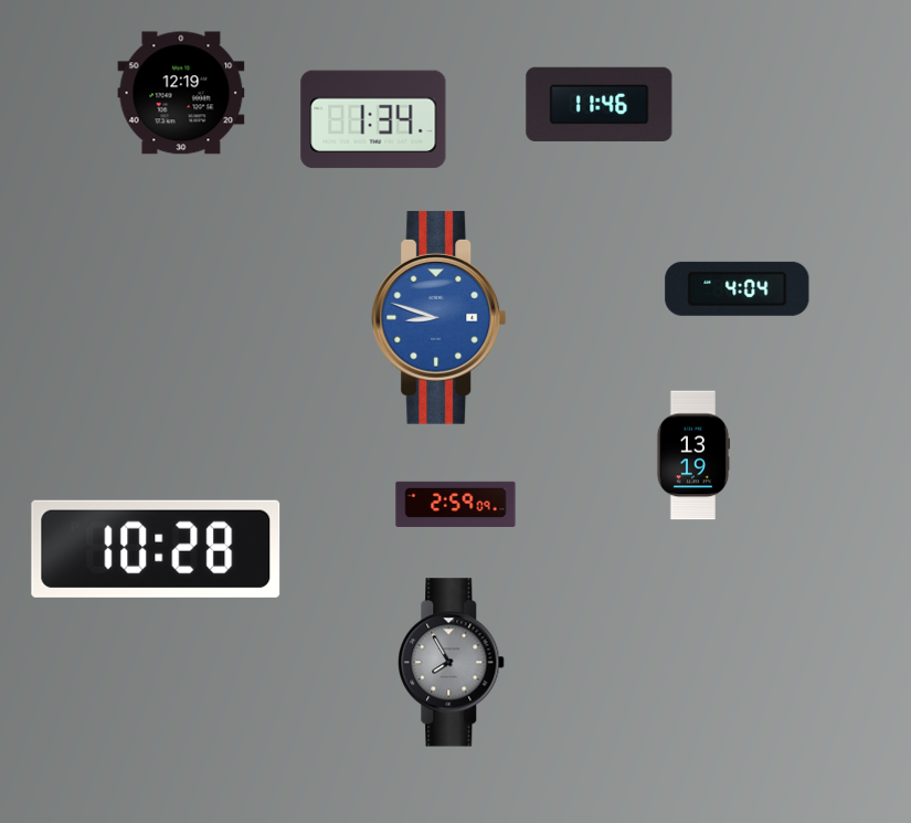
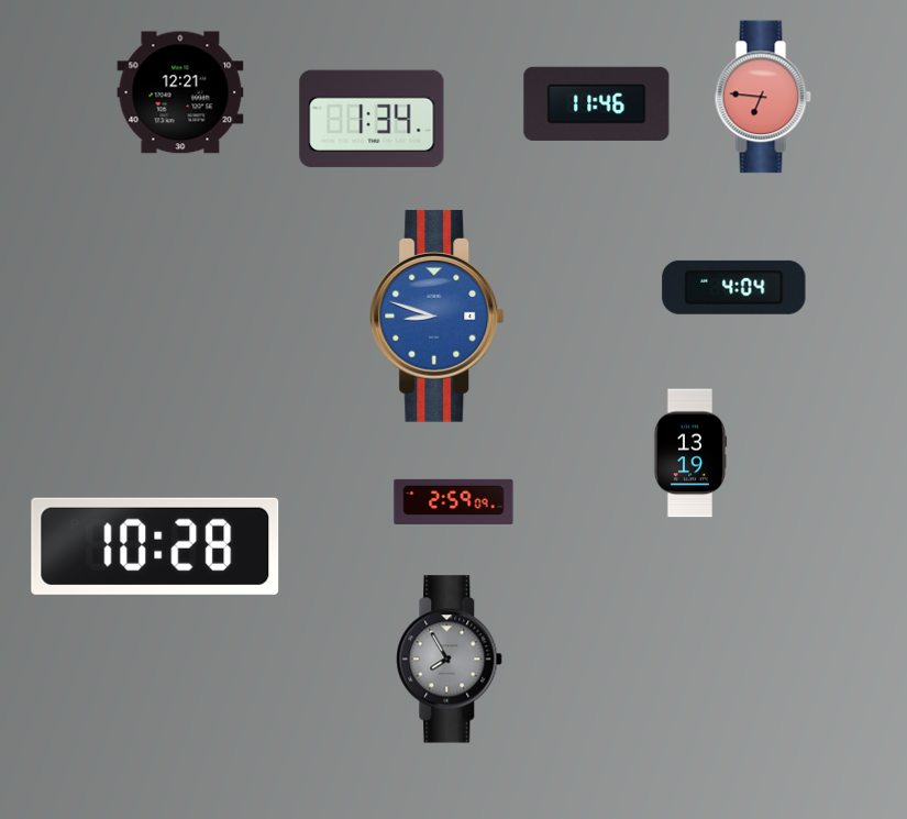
clock at (181, 93): 12:19 -> 12:21
clock at (763, 97): none -> 6:46
